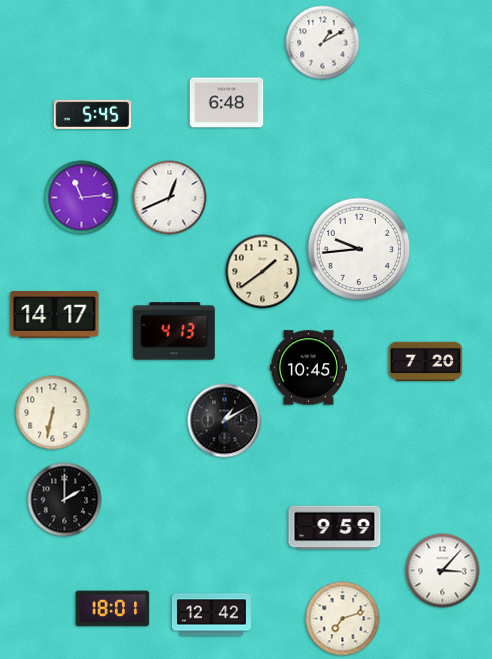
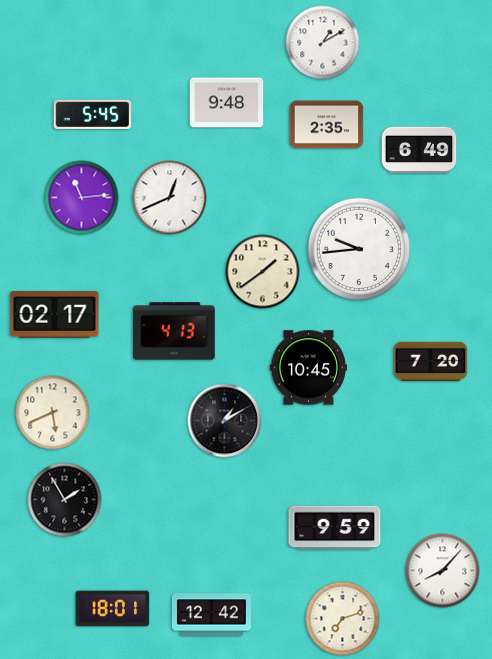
clock at (227, 103): 6:48 -> 9:48
clock at (327, 125): none -> 2:35
clock at (419, 150): none -> 6:49
clock at (55, 315): 14:17 -> 02:17
clock at (426, 362) position: (426, 362) -> (431, 362)
clock at (53, 413): 6:32 -> 5:41
clock at (65, 500): 2:00 -> 1:55
clock at (443, 571): 3:07 -> 8:07
